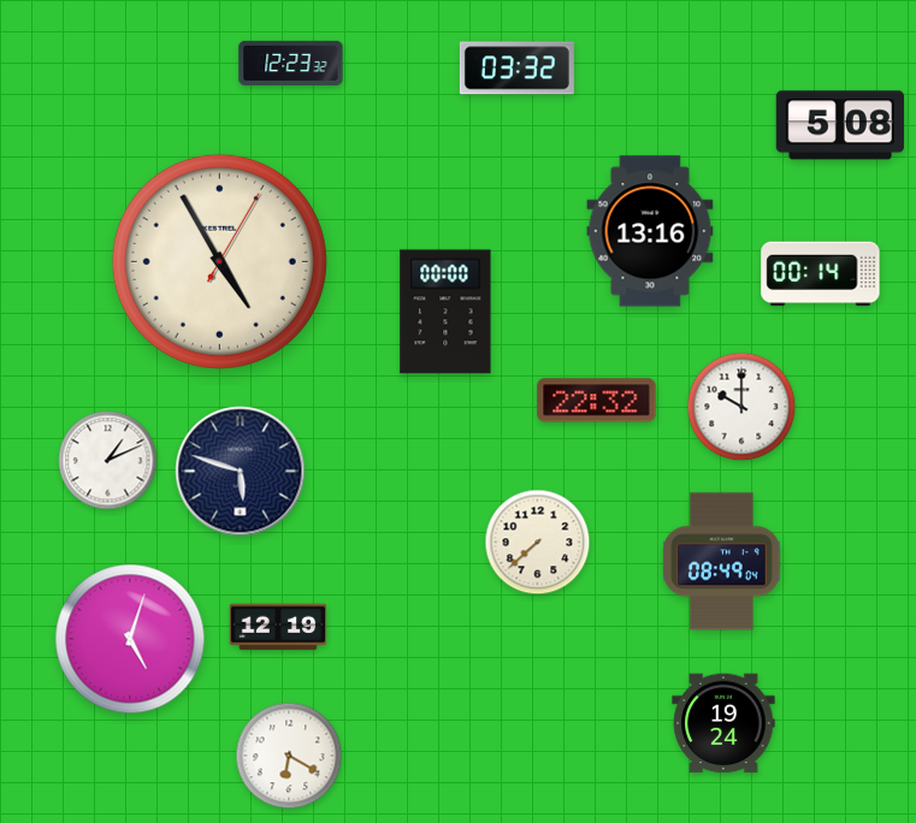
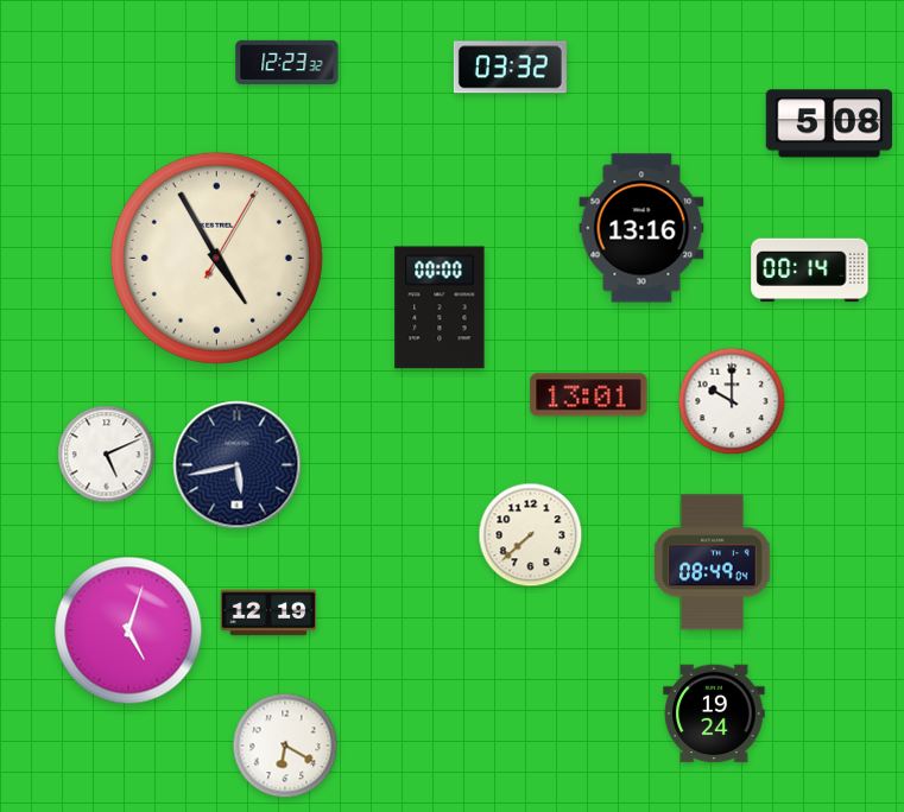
clock at (597, 401): 22:32 -> 13:01
clock at (108, 461): 1:11 -> 5:11
clock at (241, 472): 5:48 -> 5:43
clock at (722, 562) position: (722, 562) -> (713, 563)
clock at (278, 627) position: (278, 627) -> (268, 613)
